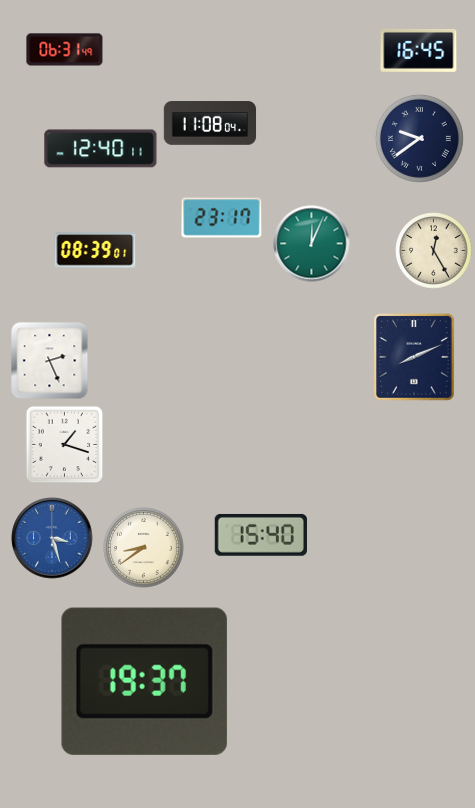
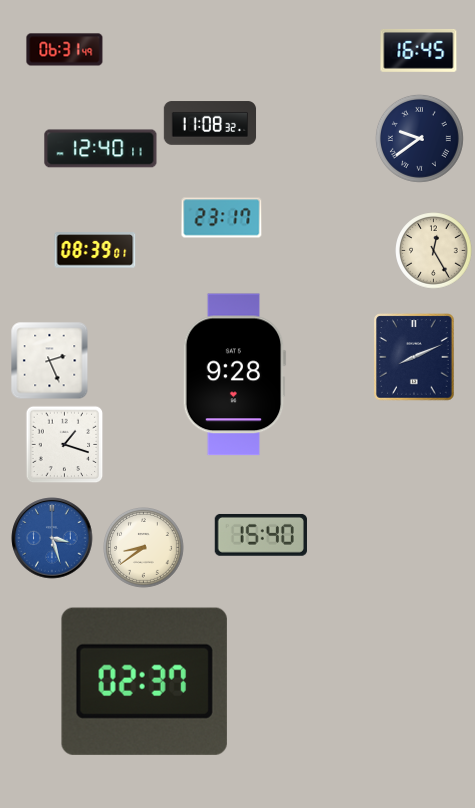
clock at (210, 123): 11:08:04 -> 11:08:32
clock at (312, 244): 12:04 -> none
clock at (234, 375): none -> 9:28
clock at (144, 681): 19:37 -> 02:37
